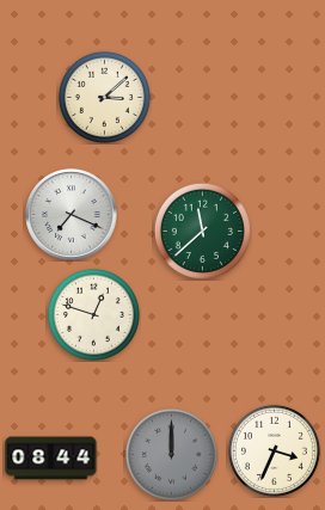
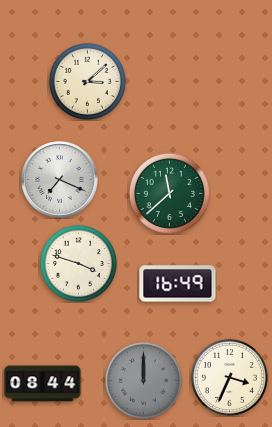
clock at (93, 314): 12:48 -> 3:48
clock at (178, 284): none -> 16:49
